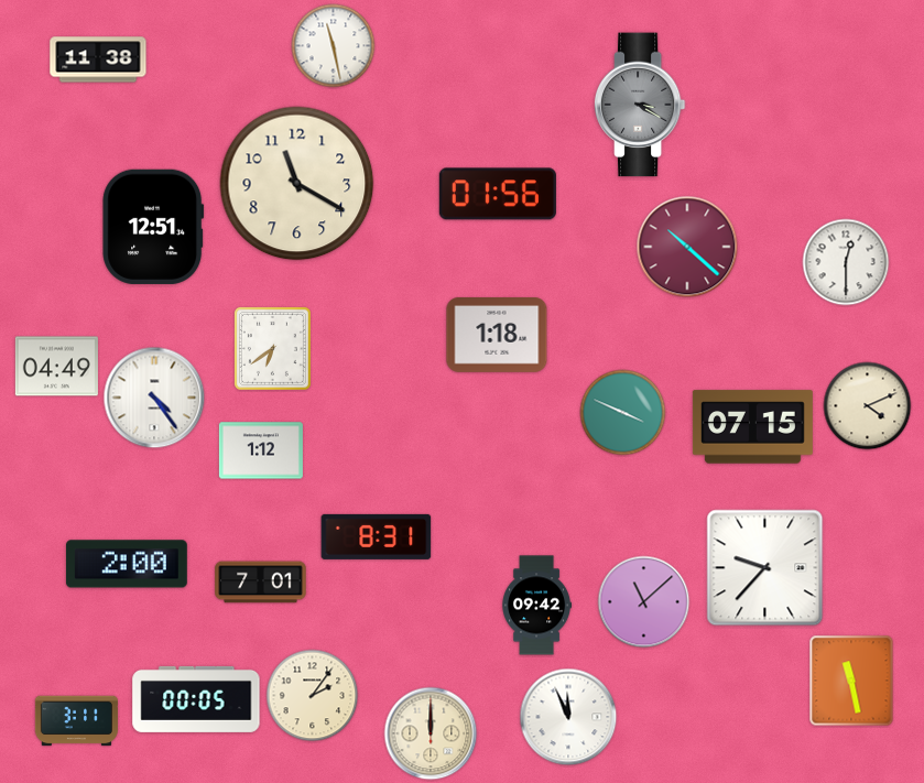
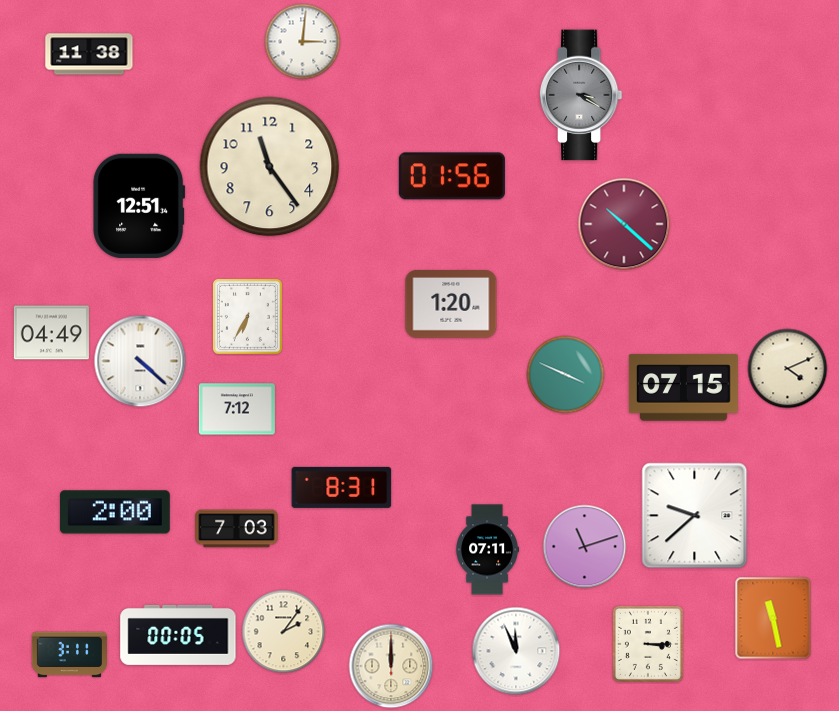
clock at (334, 46): 11:28 -> 3:01
clock at (297, 184): 11:20 -> 11:24
clock at (846, 262): 12:30 -> none
clock at (497, 336): 1:18 -> 1:20
clock at (272, 348): 6:39 -> 6:35
clock at (154, 398): 4:24 -> 4:22
clock at (261, 450): 1:12 -> 7:12
clock at (765, 568): 9:37 -> 9:38
clock at (261, 583): 7:01 -> 7:03
clock at (644, 602): 11:08 -> 11:12
clock at (537, 606): 09:42 -> 07:11
clock at (648, 644): none -> 3:15
